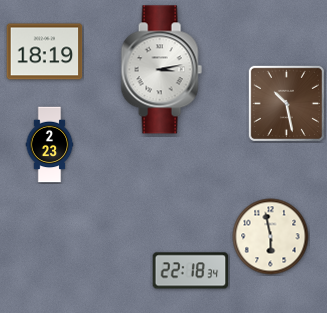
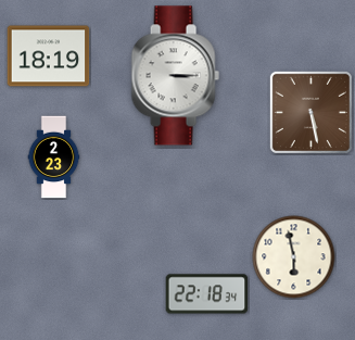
clock at (161, 70): 3:13 -> 3:15
clock at (286, 103): 10:28 -> 5:28
